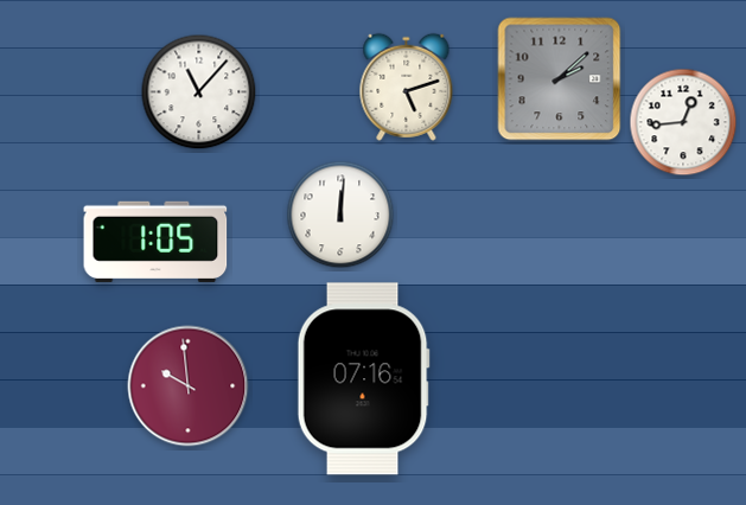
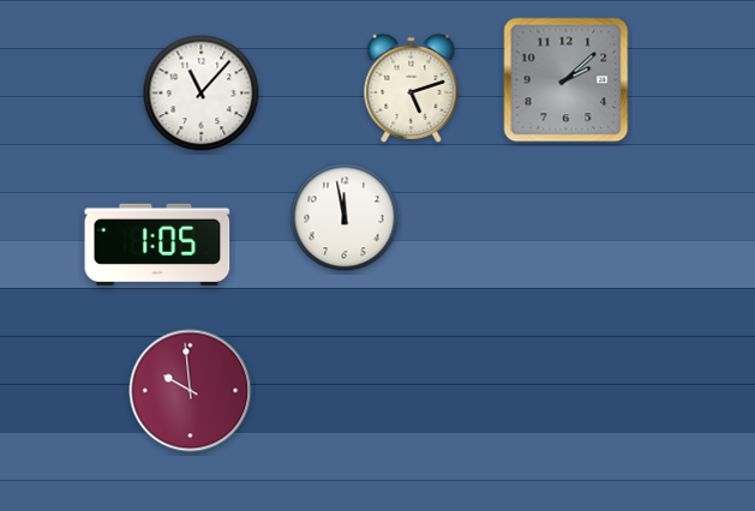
clock at (683, 122): 12:44 -> none
clock at (340, 215): 12:01 -> 11:58
clock at (363, 379): 07:16 -> none
